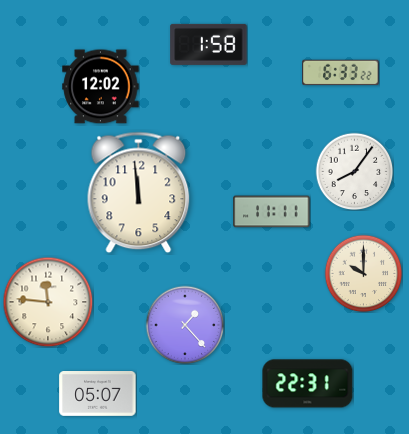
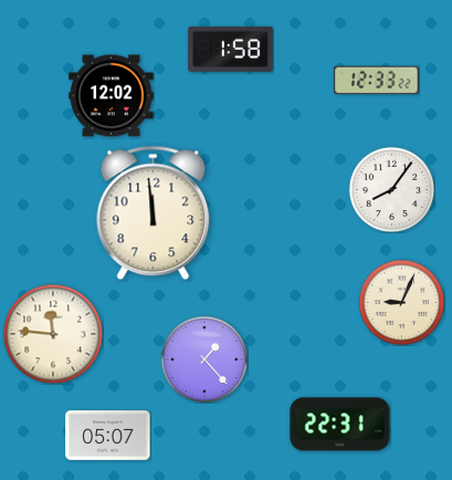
clock at (341, 73): 6:33 -> 12:33
clock at (272, 212): 11:11 -> none
clock at (363, 273): 10:00 -> 9:04
